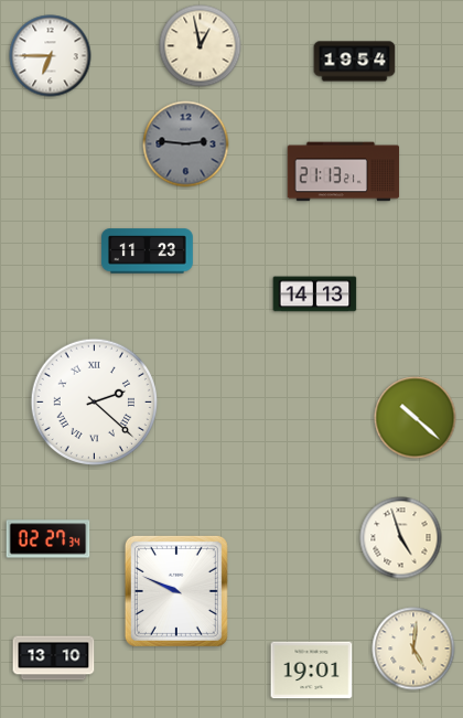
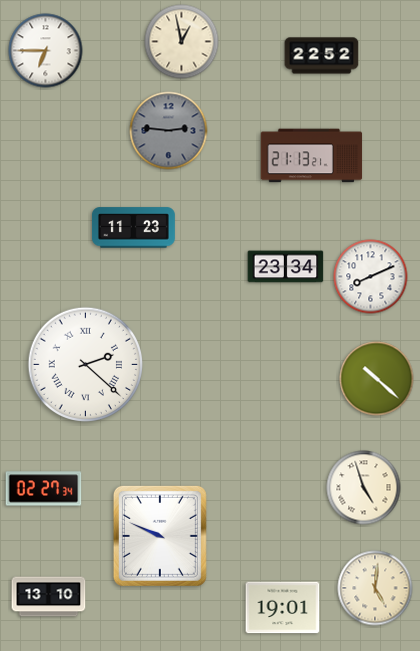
clock at (355, 62): 19:54 -> 22:52
clock at (315, 294): 14:13 -> 23:34
clock at (371, 277): none -> 8:11
